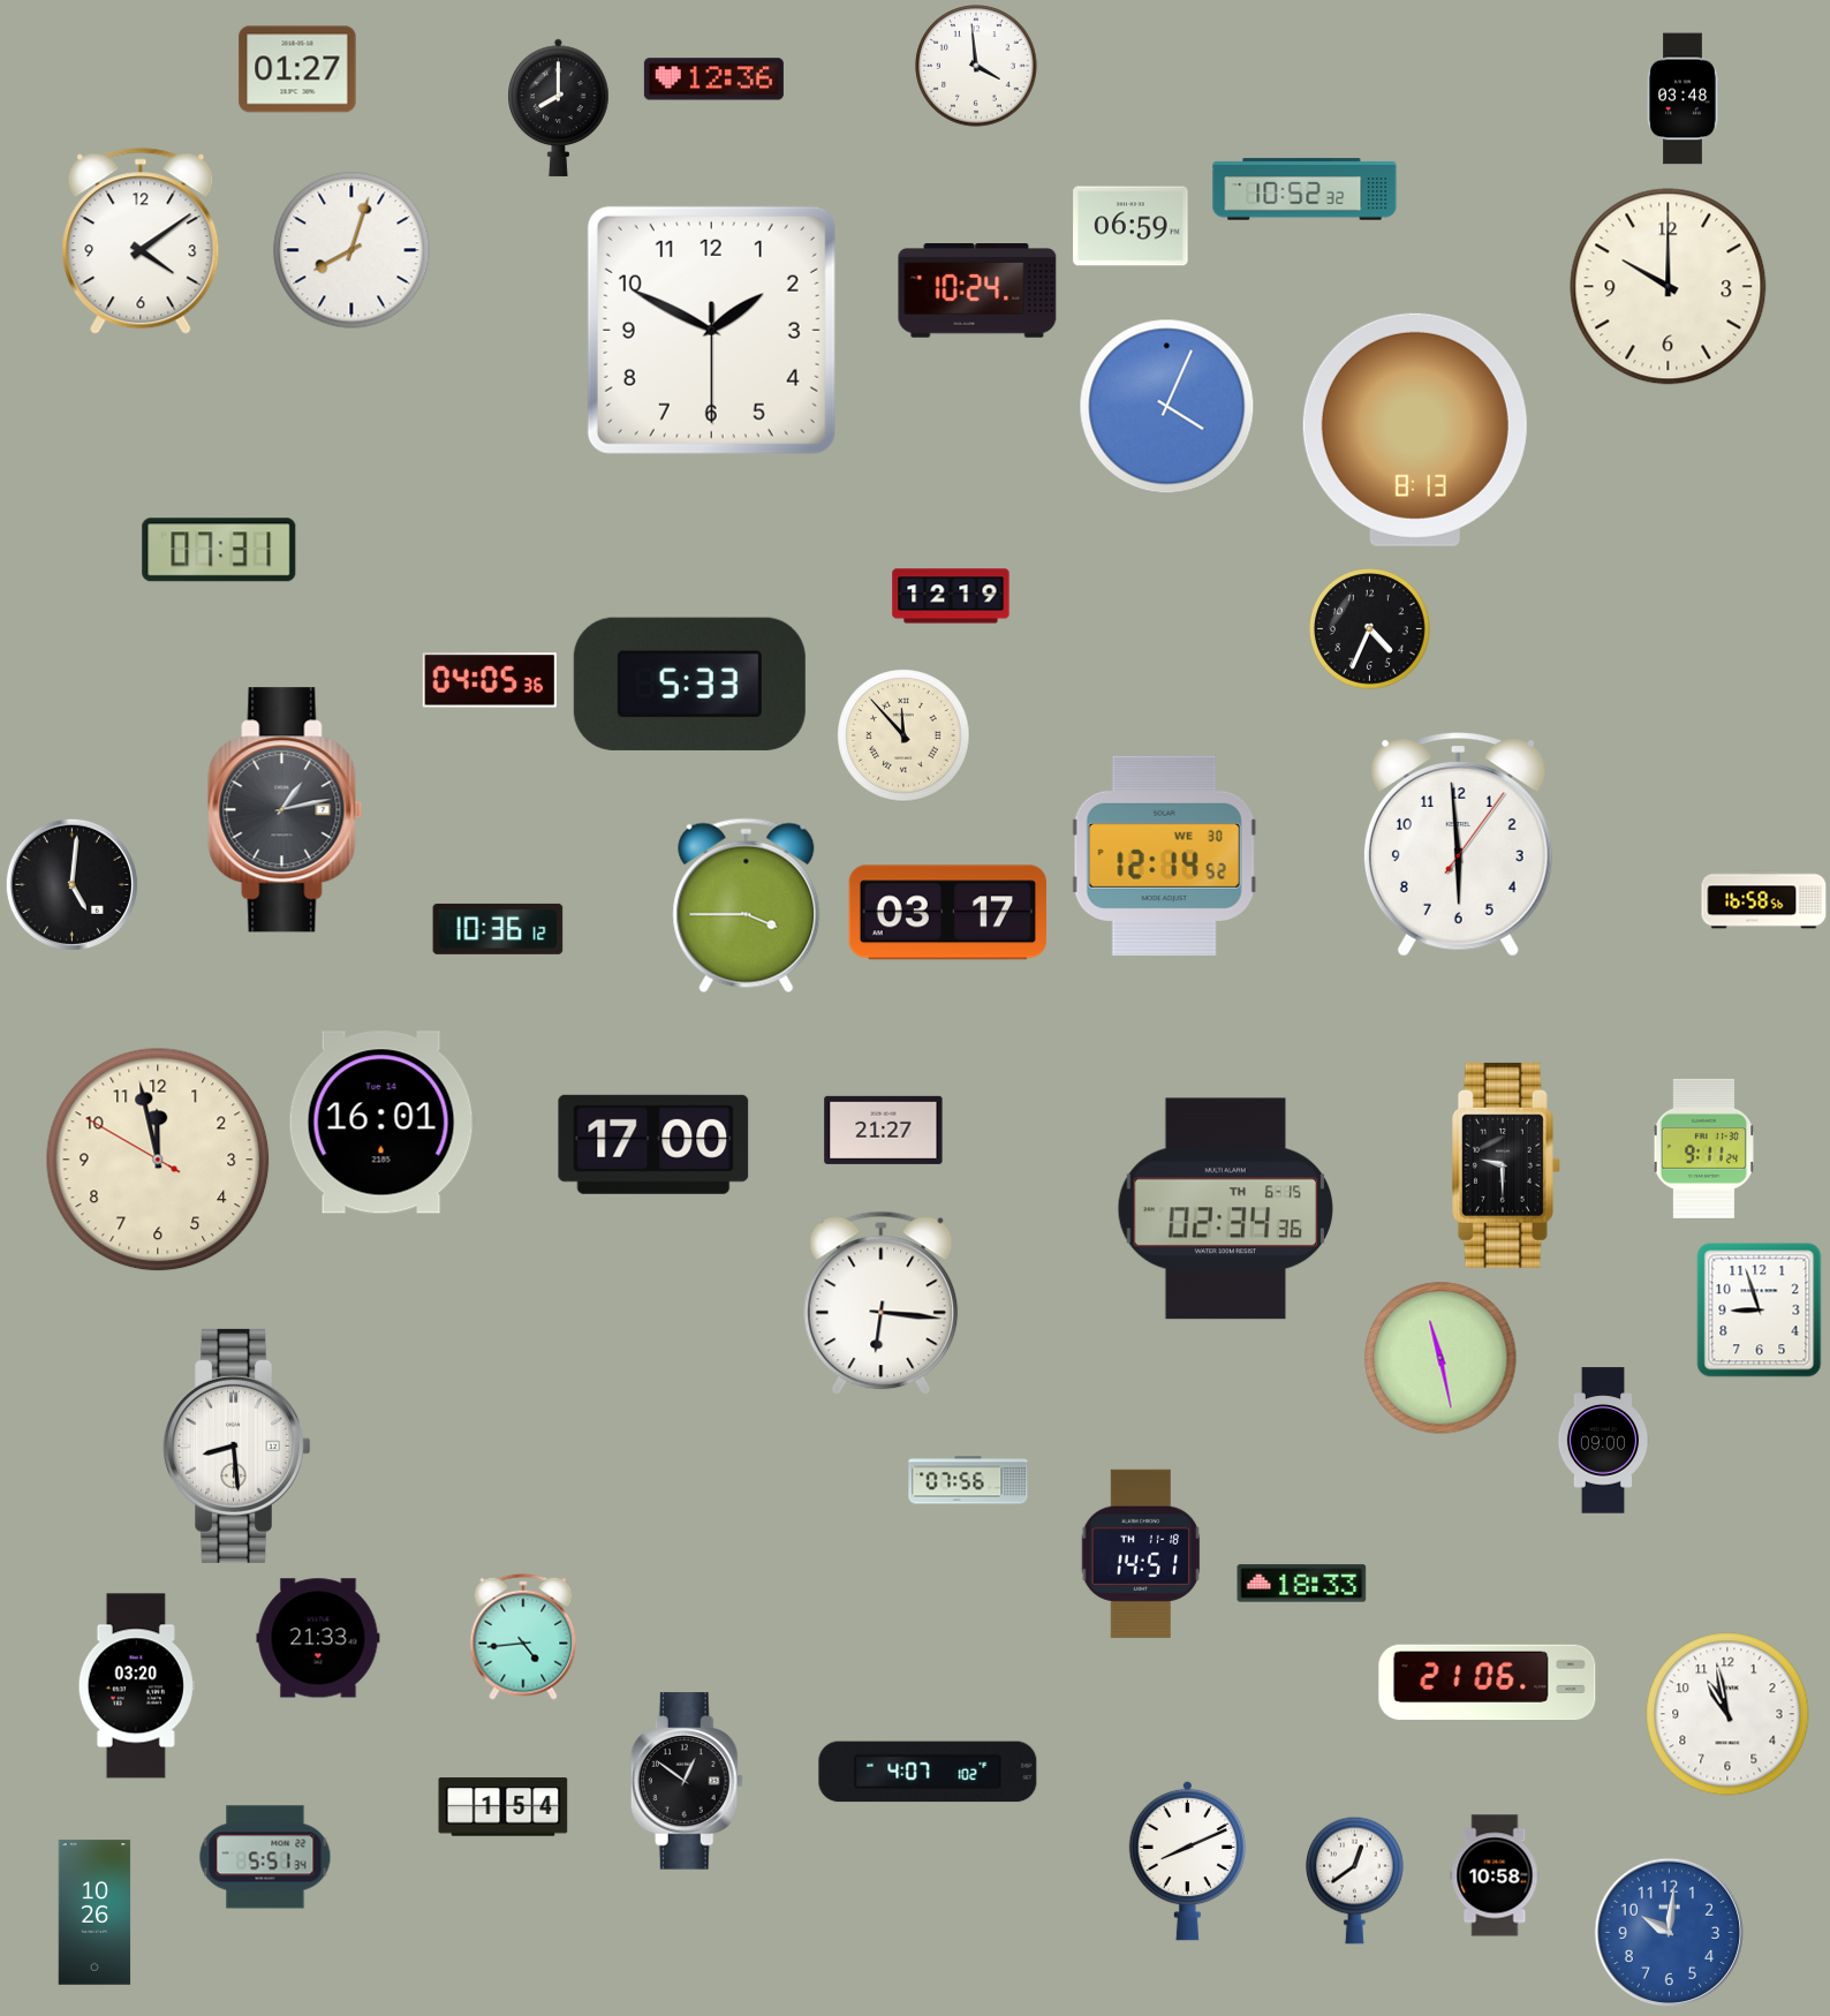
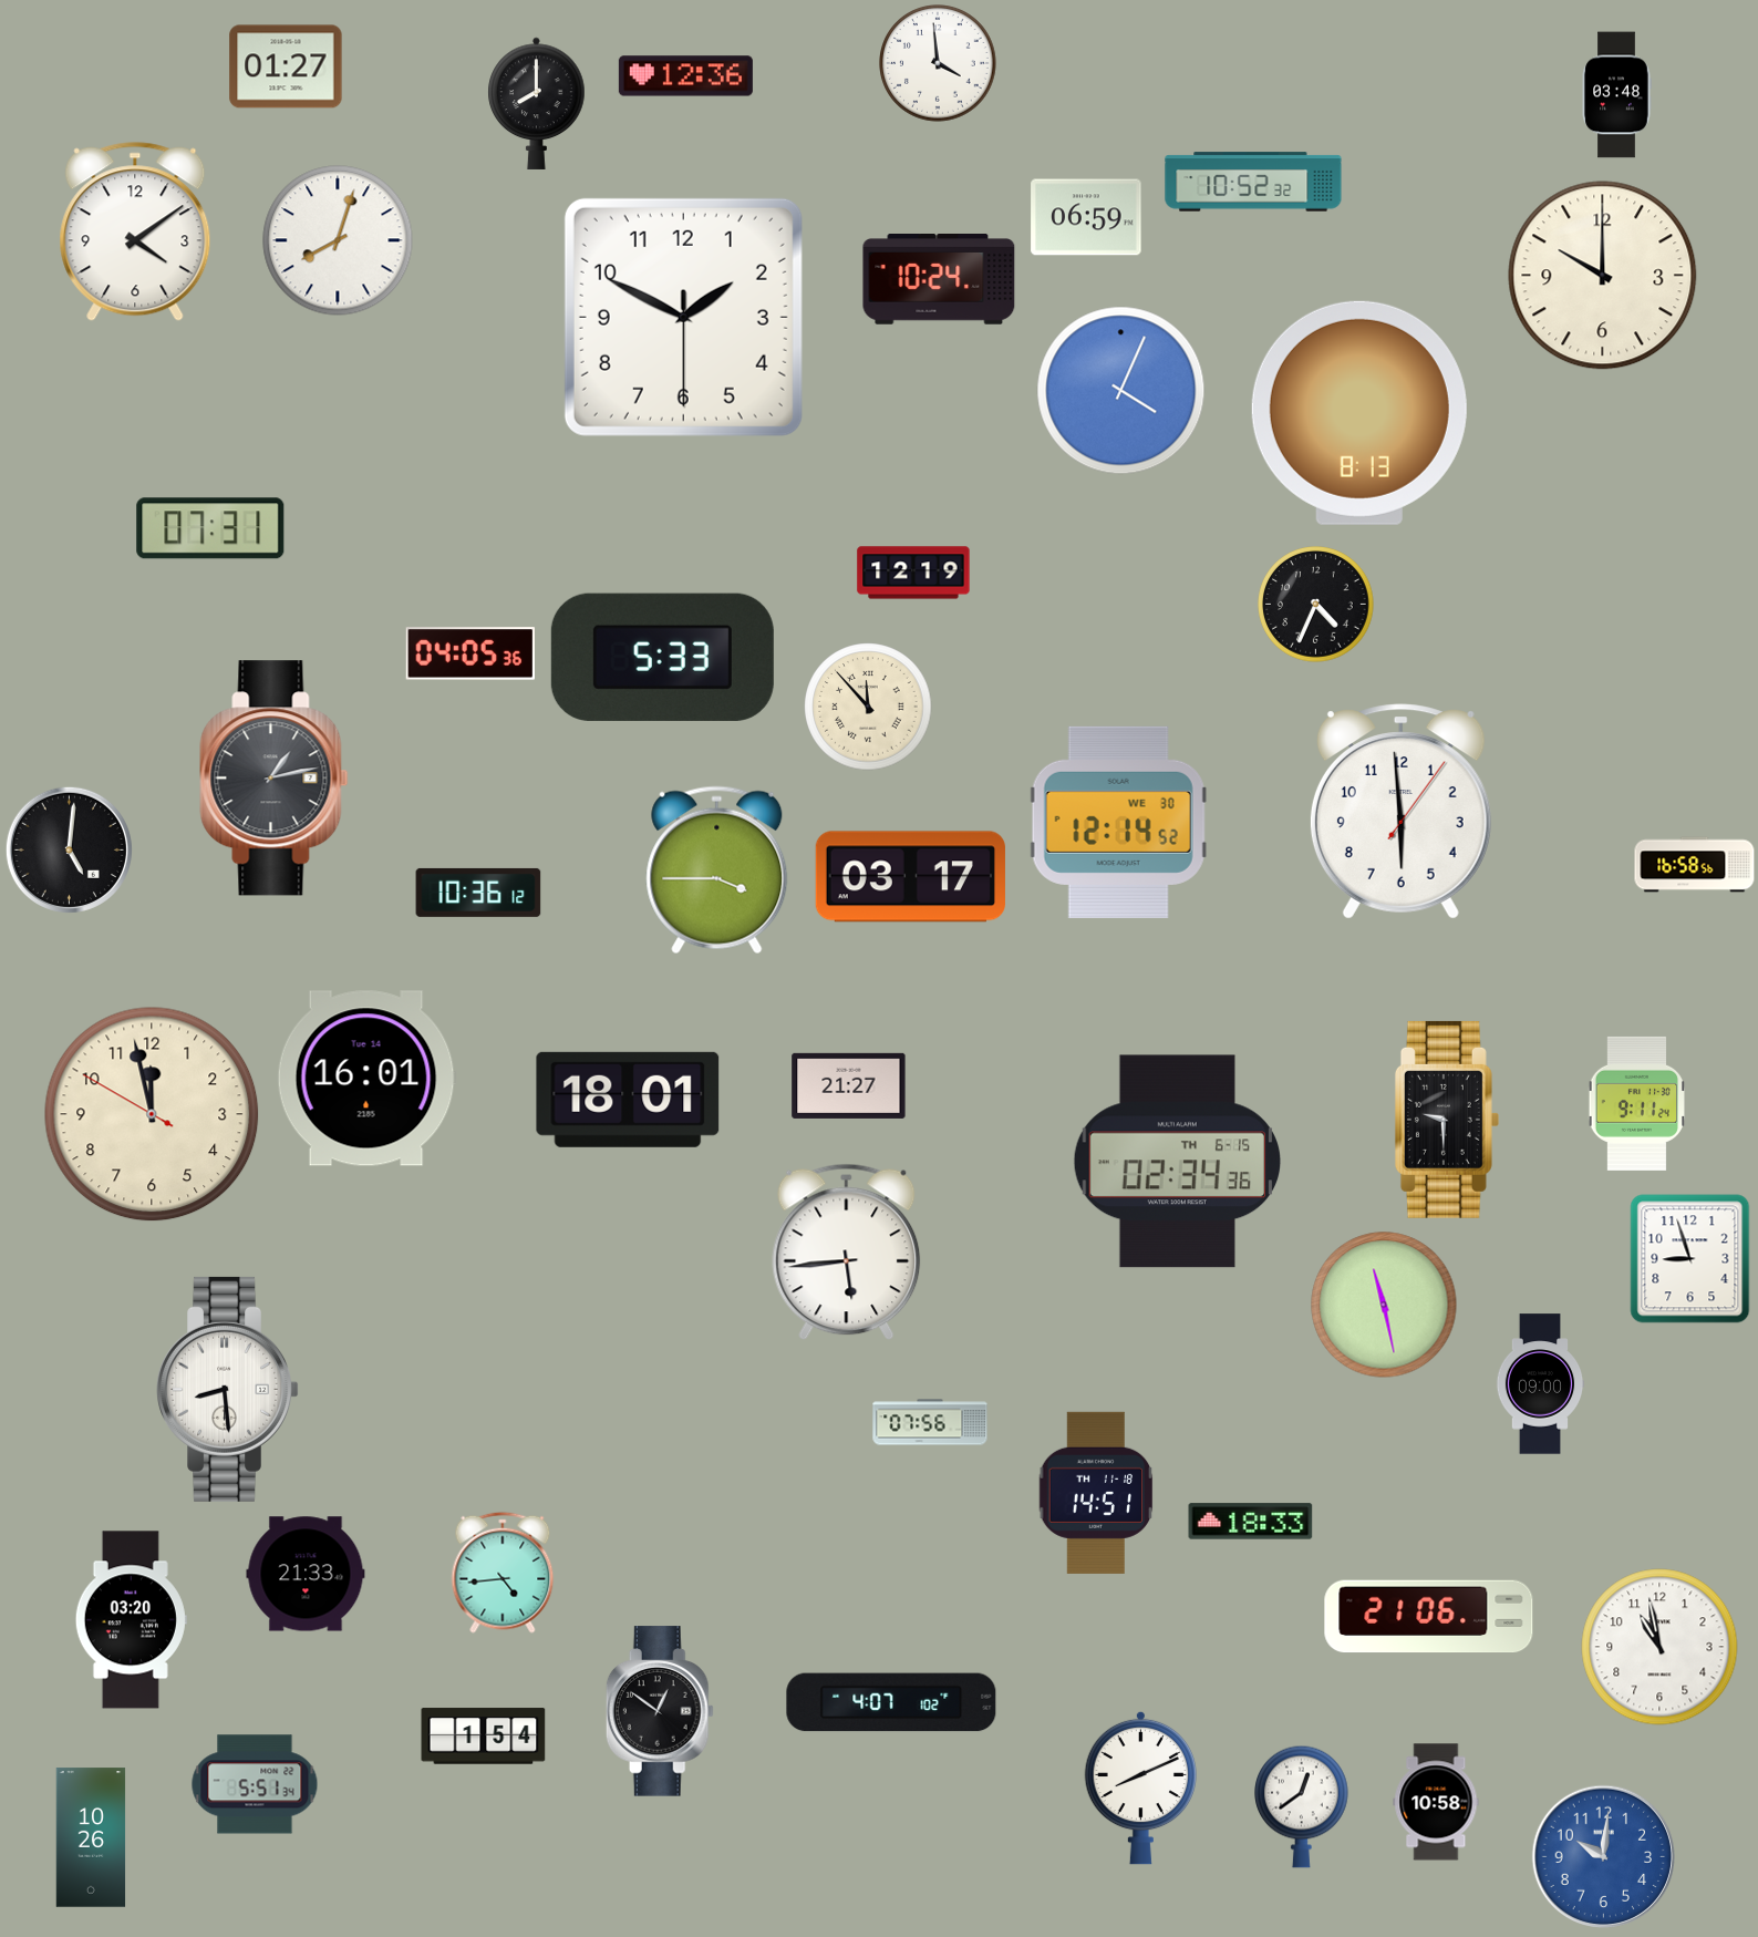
clock at (653, 1145): 17:00 -> 18:01
clock at (882, 1304): 6:16 -> 5:44
